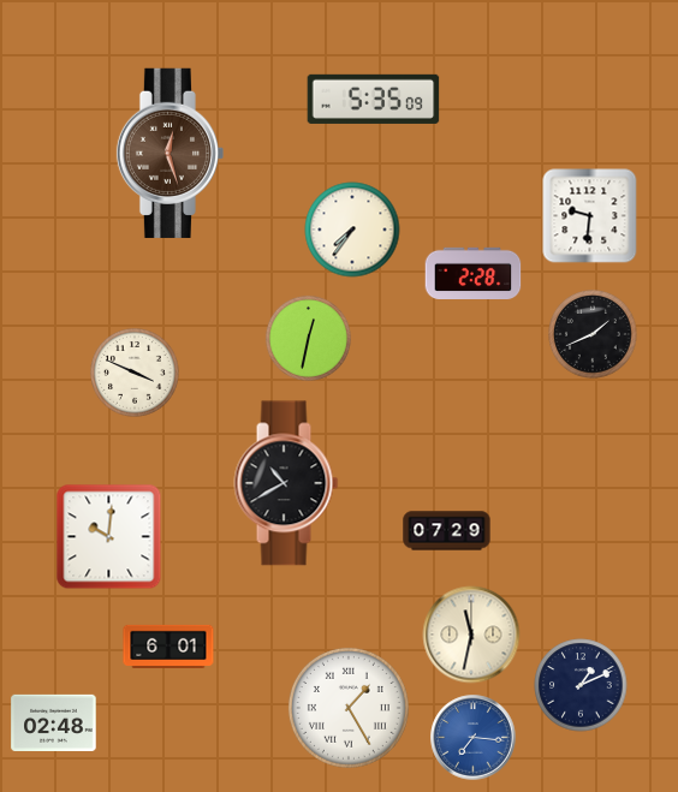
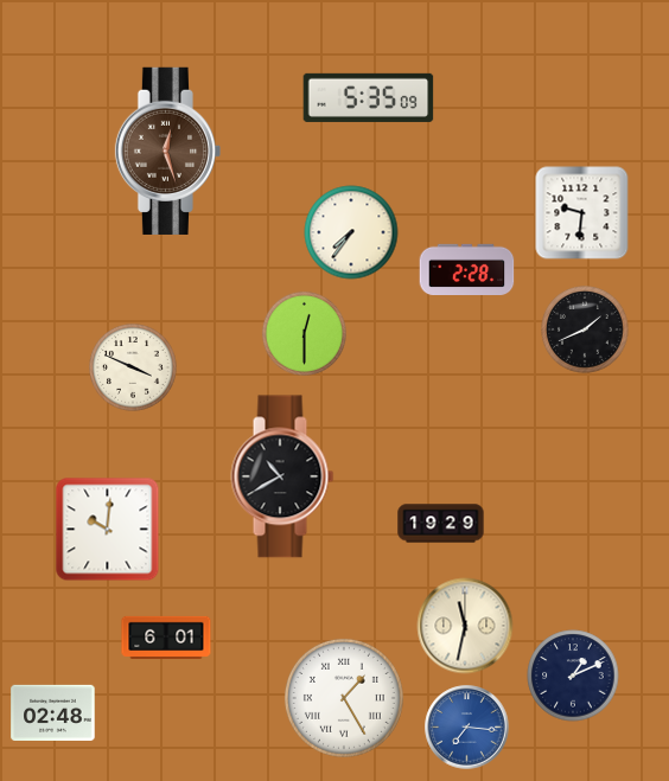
clock at (352, 230) position: (352, 230) -> (351, 232)
clock at (308, 338): 12:32 -> 12:30
clock at (447, 531): 07:29 -> 19:29
